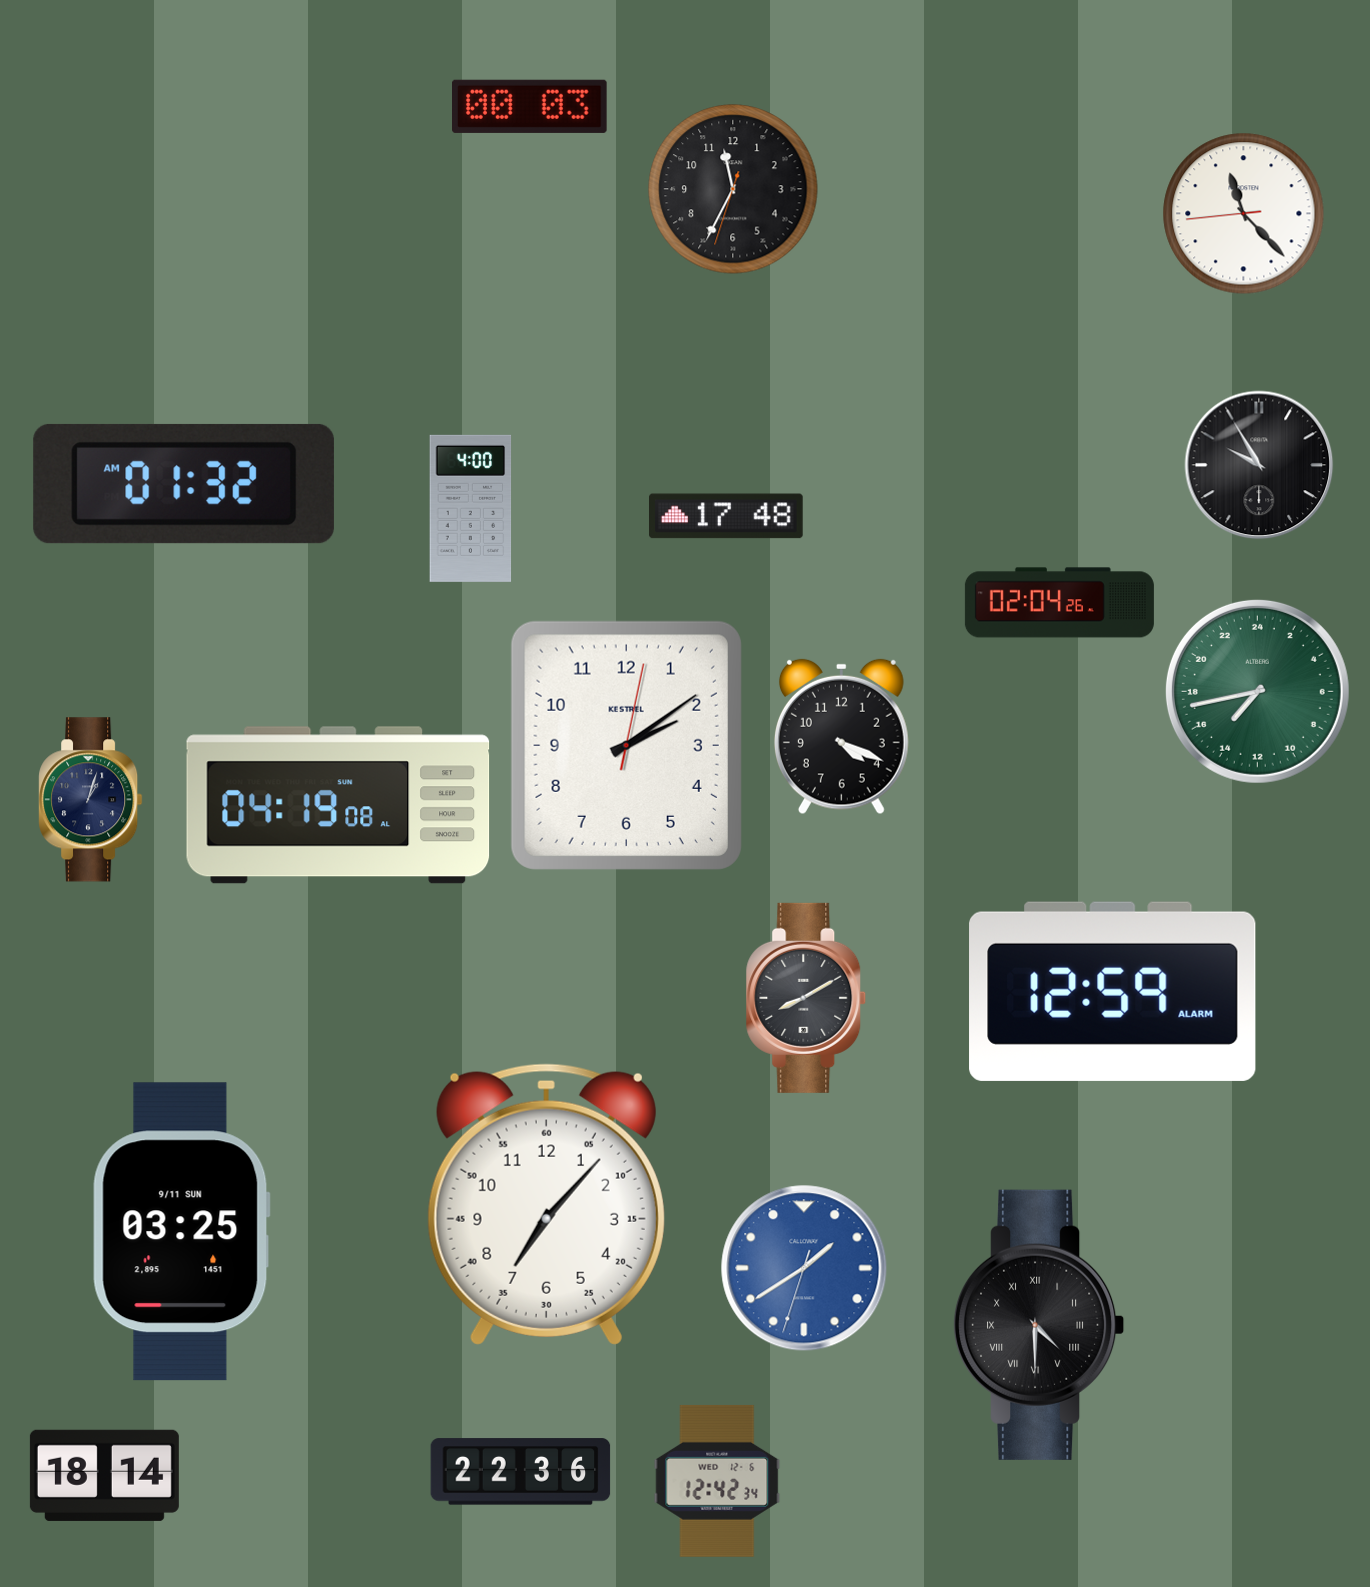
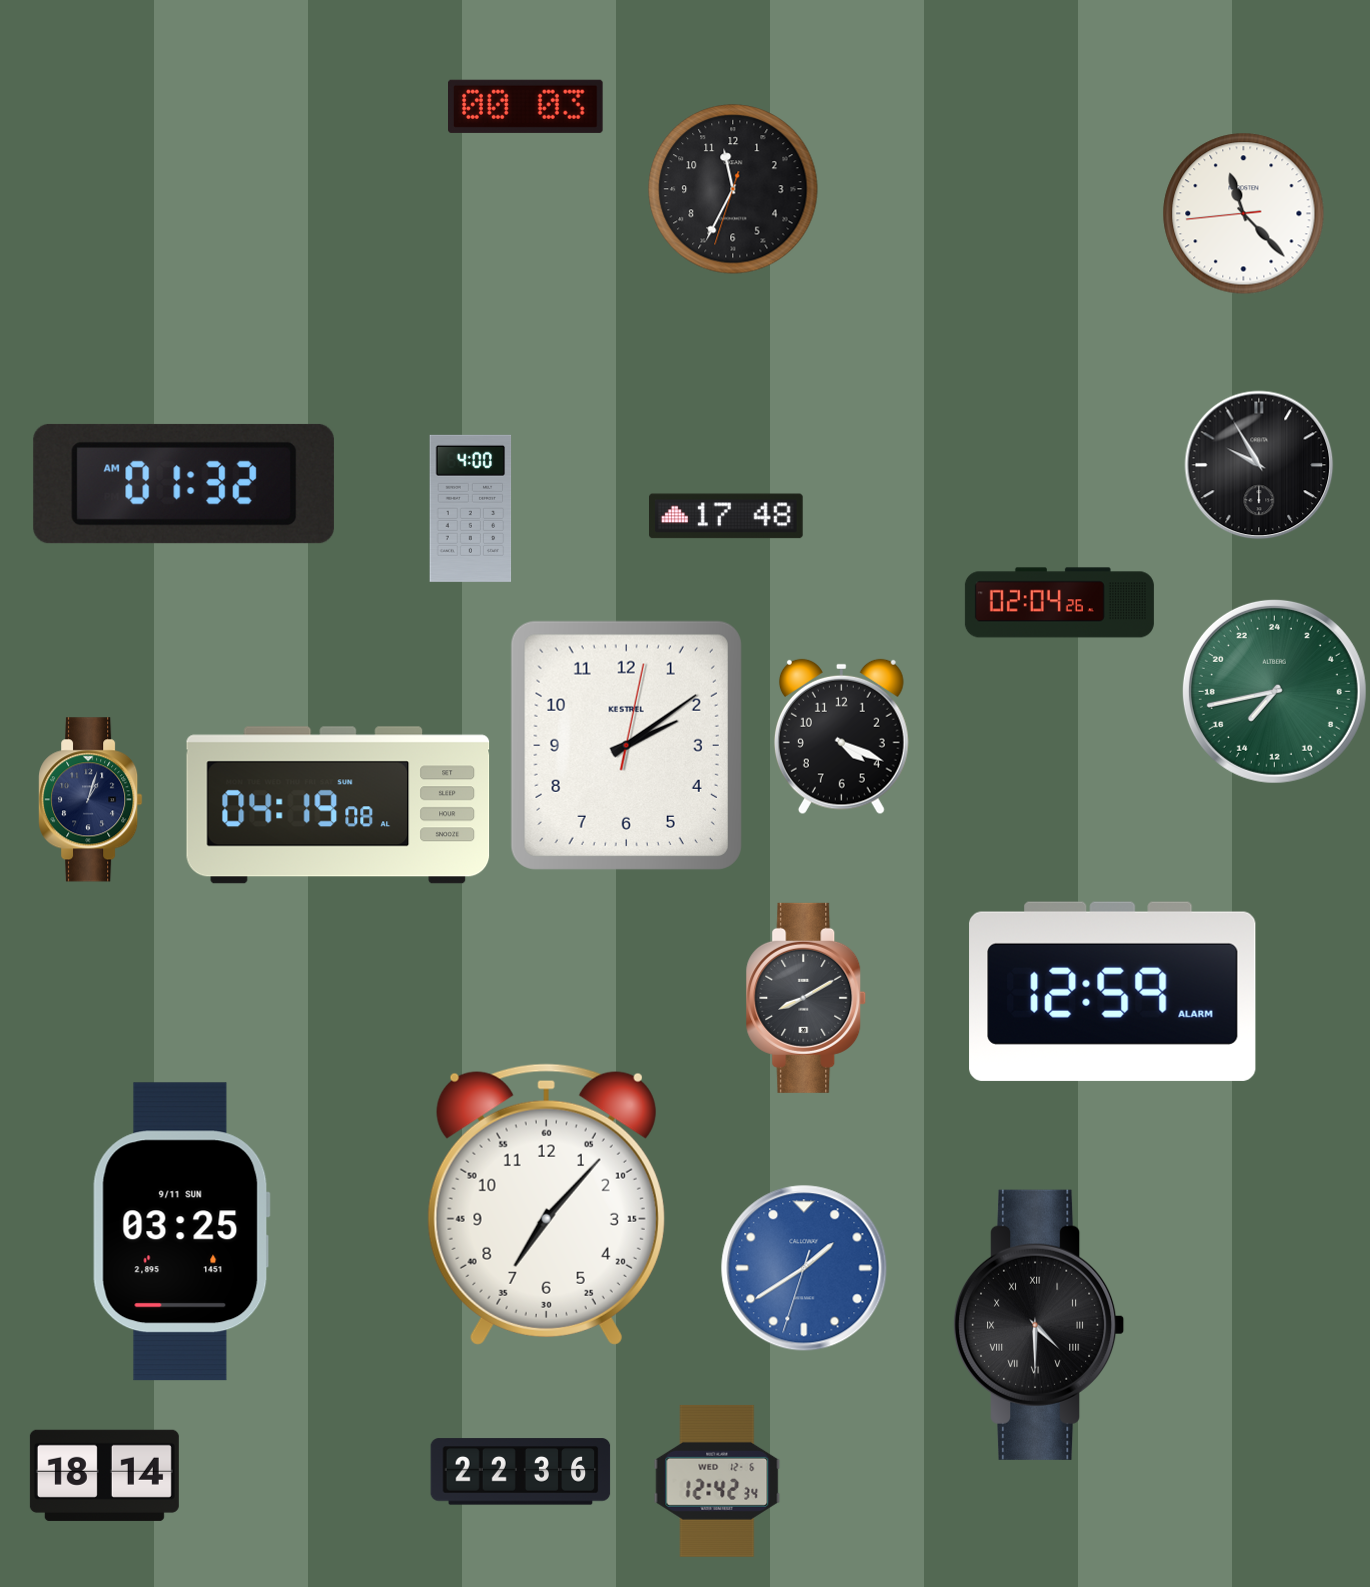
clock at (530, 106) position: (530, 106) -> (526, 106)
clock at (1257, 691) position: (1257, 691) -> (1274, 691)
